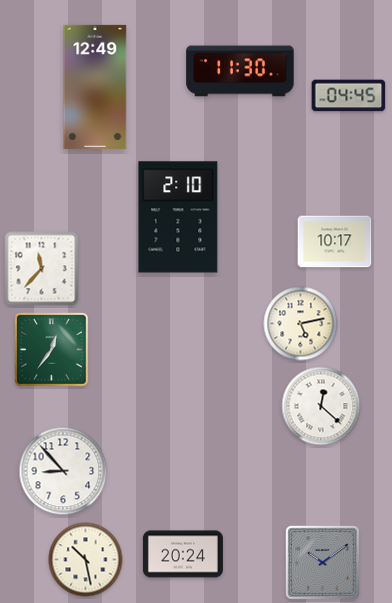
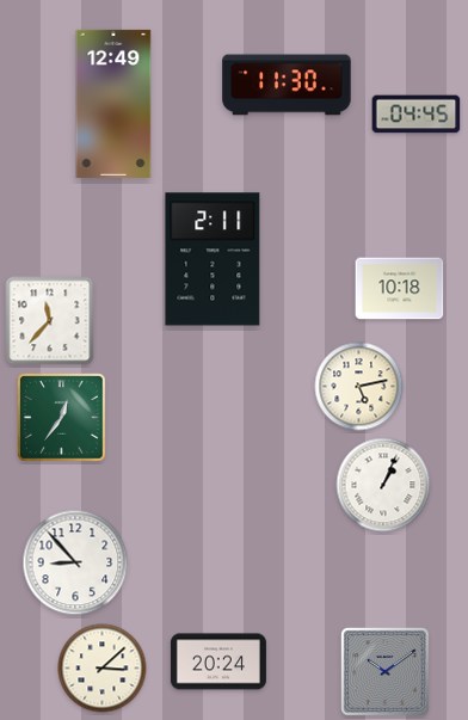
clock at (178, 217): 2:10 -> 2:11
clock at (335, 242): 10:17 -> 10:18
clock at (321, 406): 12:22 -> 1:04
clock at (86, 560): 10:28 -> 3:08
